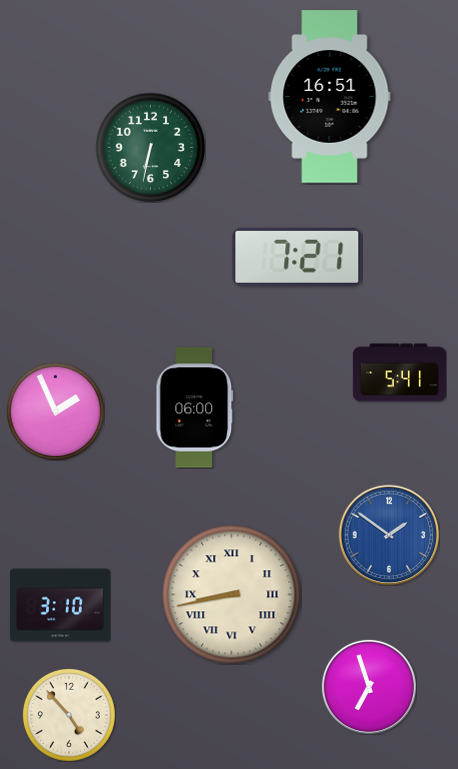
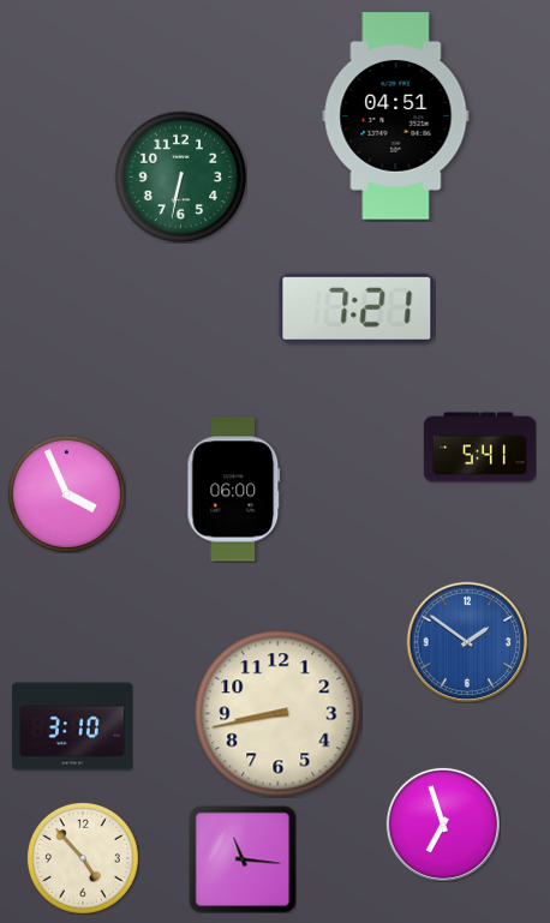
clock at (330, 97): 16:51 -> 04:51
clock at (55, 411): 1:56 -> 3:56
clock at (232, 595) numerals: Roman -> Arabic
clock at (243, 859): none -> 11:16
